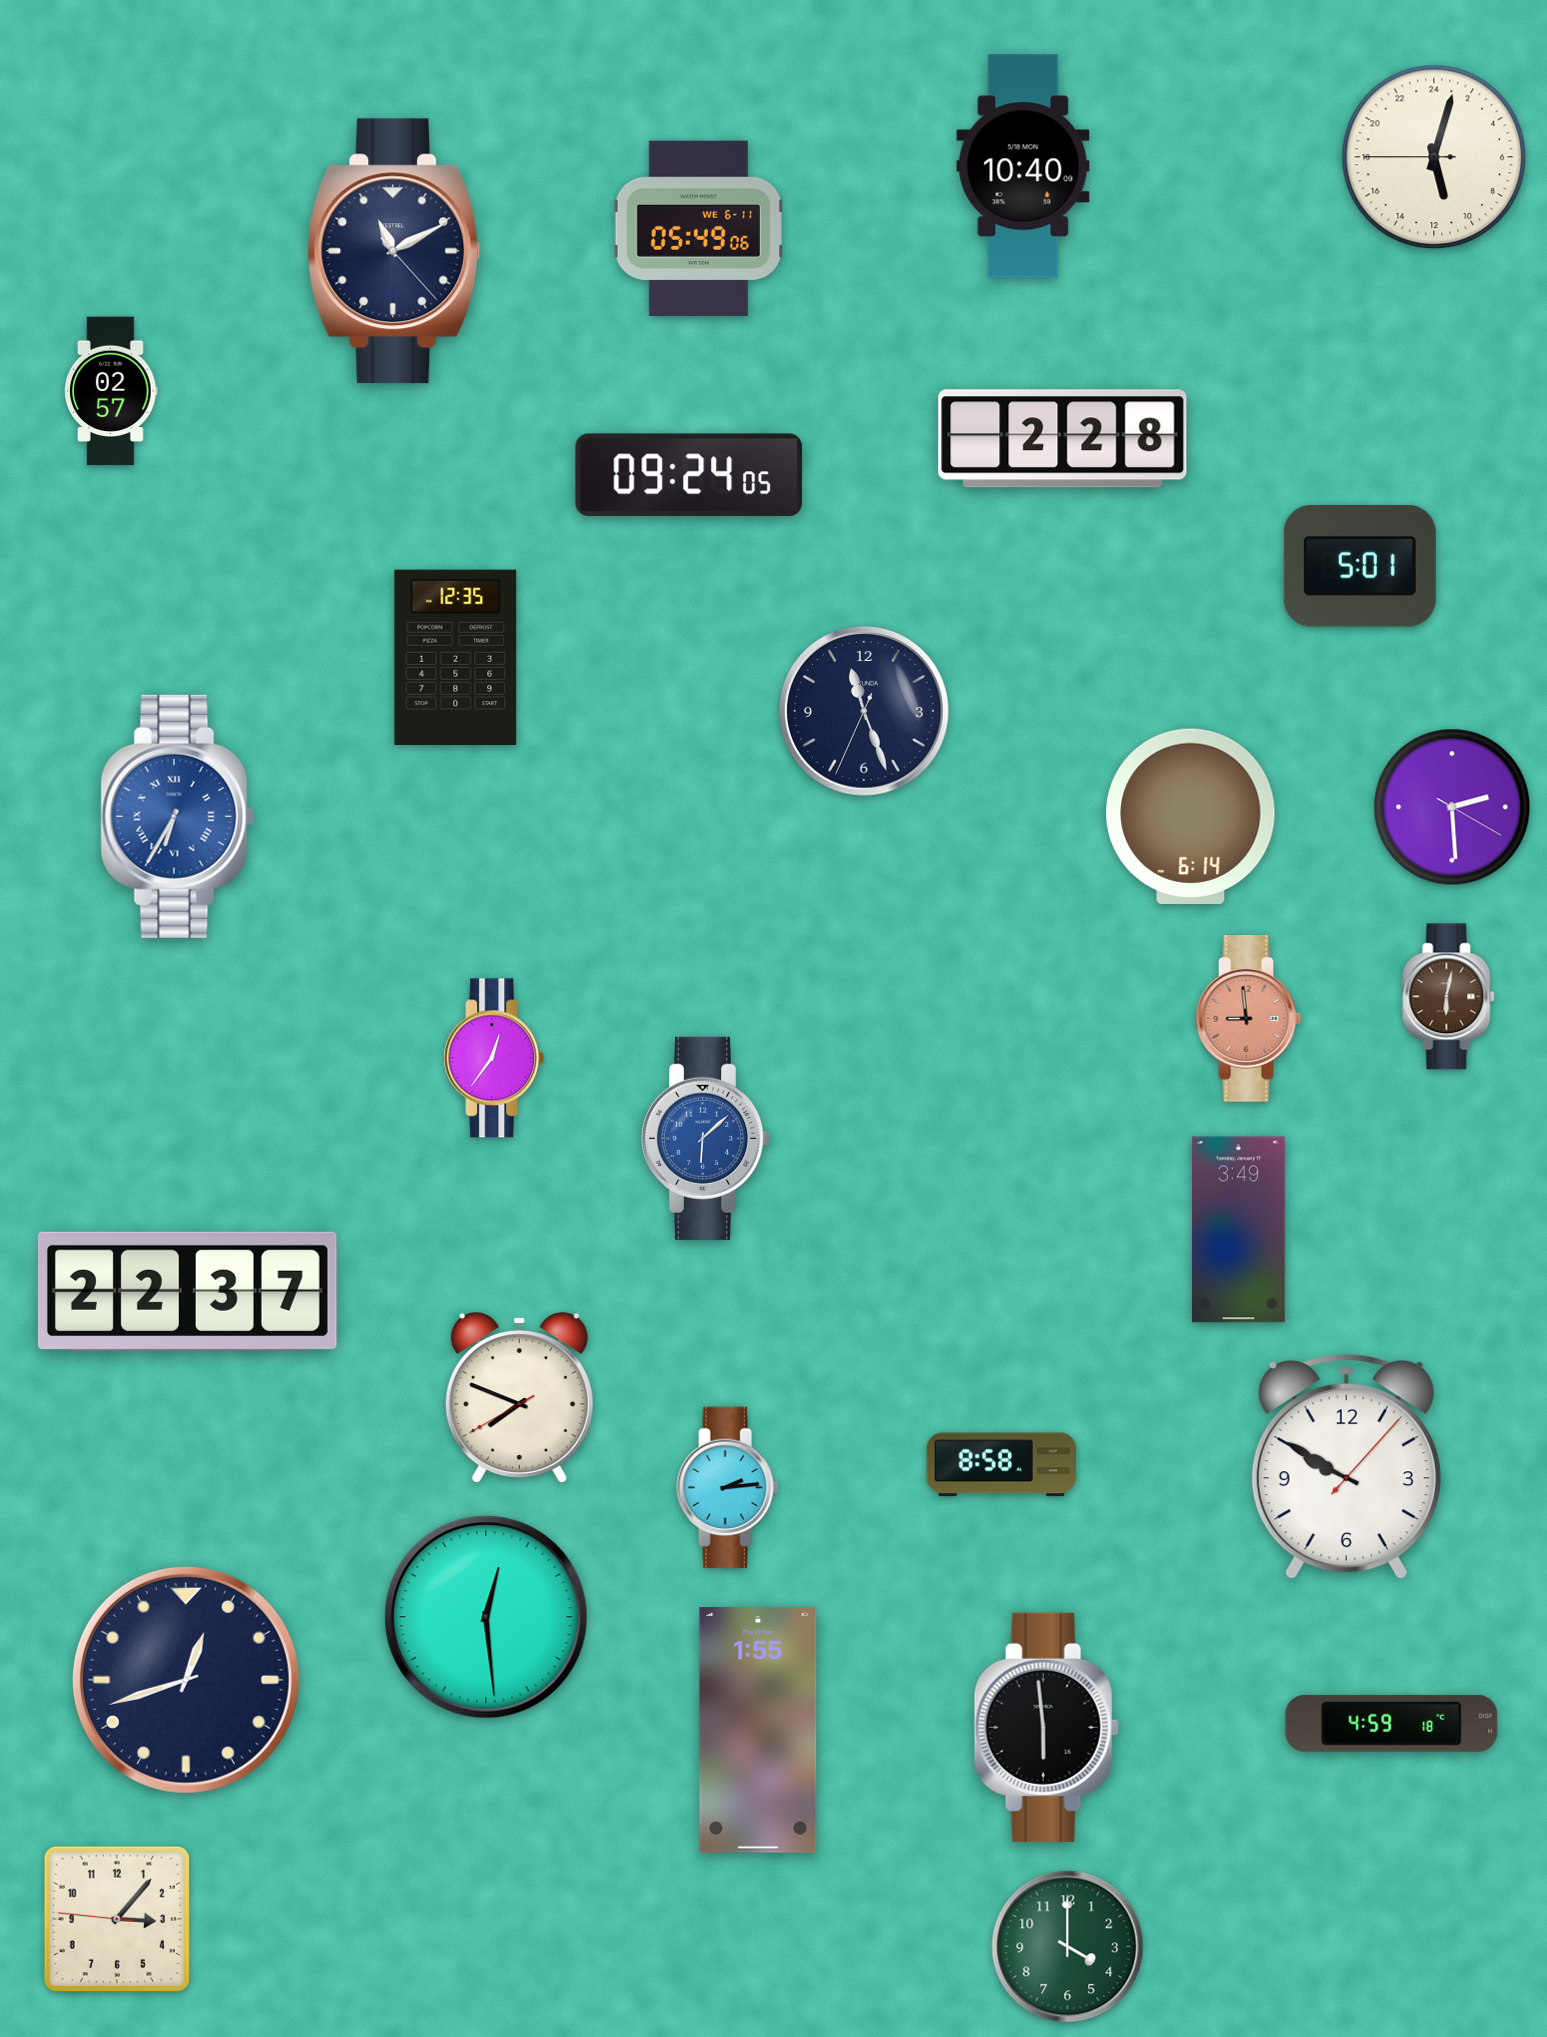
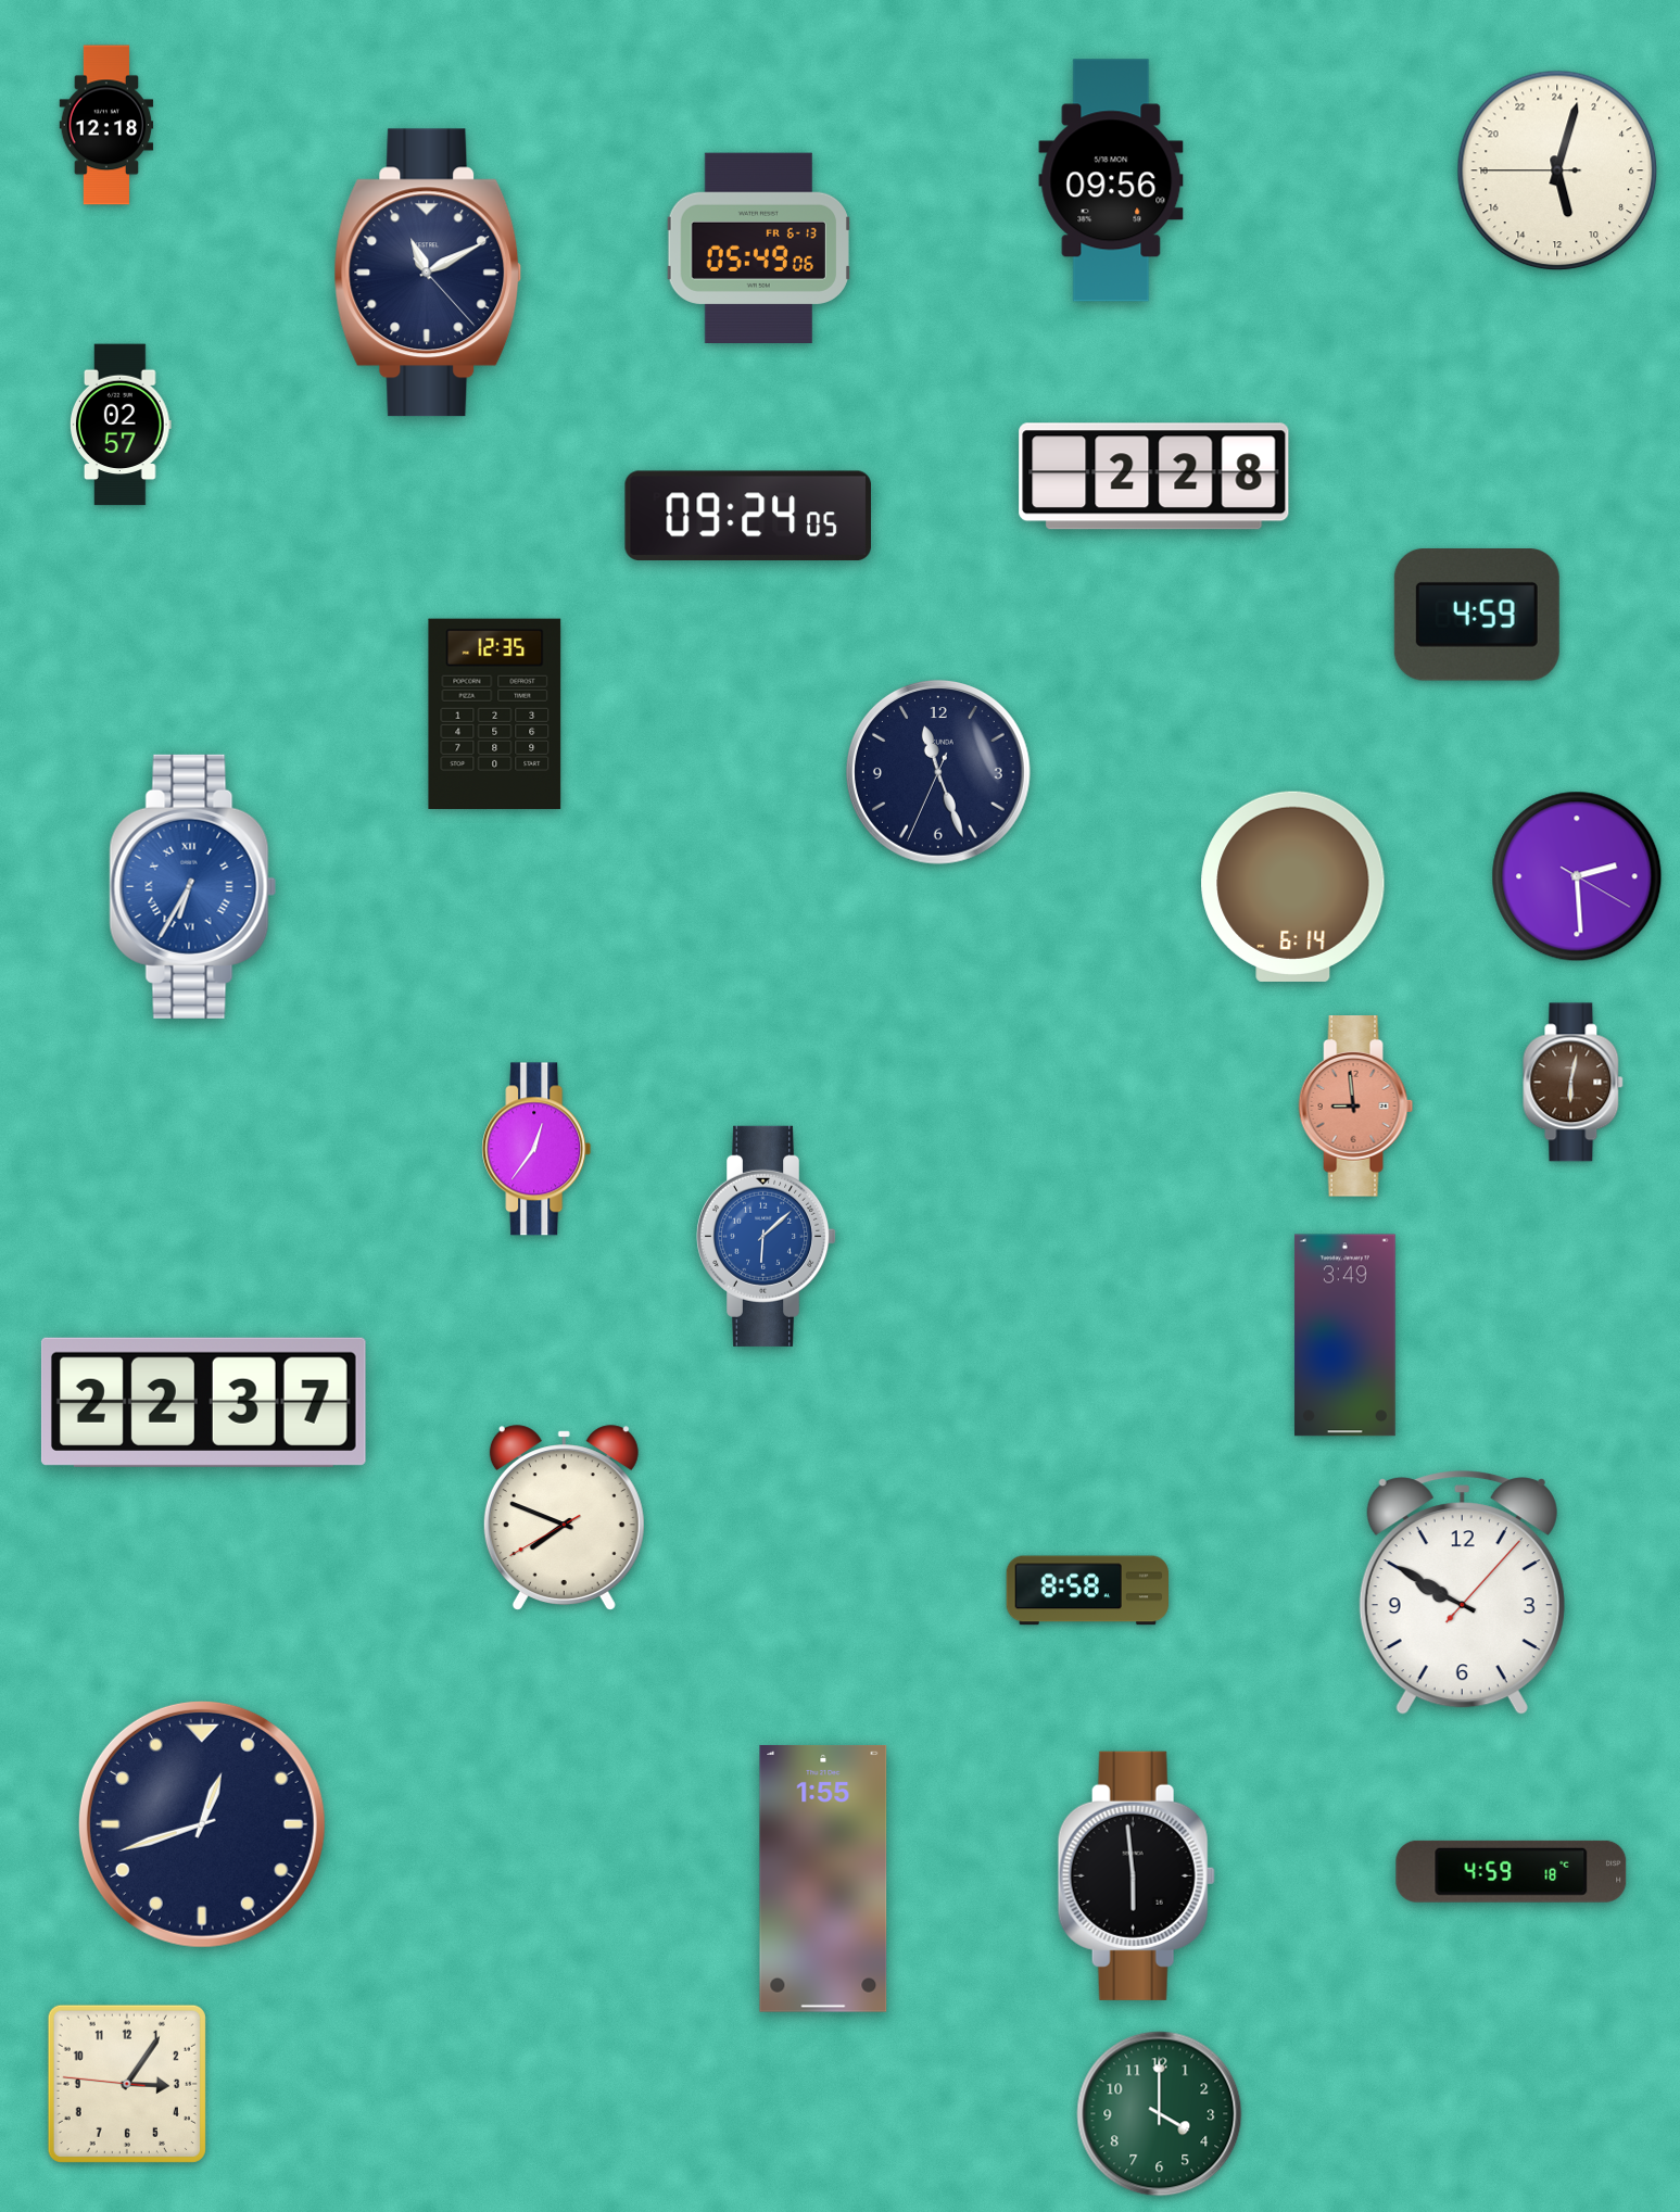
clock at (106, 125): none -> 12:18
clock at (1023, 166): 10:40 -> 09:56
clock at (698, 228) date: WE 6-11 -> FR 6-13
clock at (1360, 567): 5:01 -> 4:59
clock at (728, 1488): 2:14 -> none
clock at (486, 1617): 12:29 -> none
clock at (117, 1919): 3:06 -> 3:05
